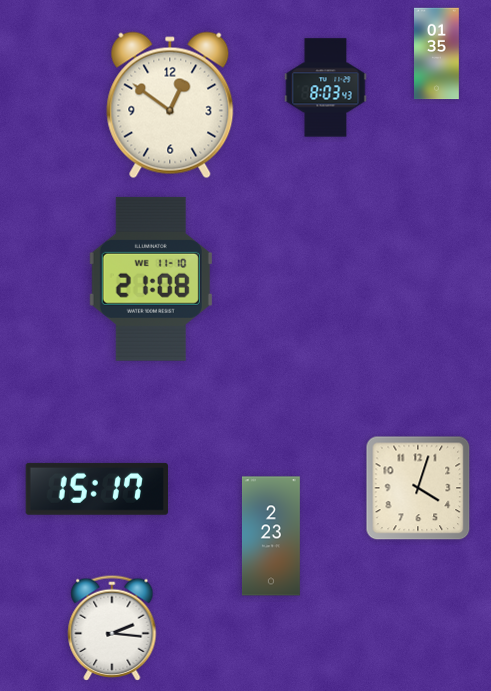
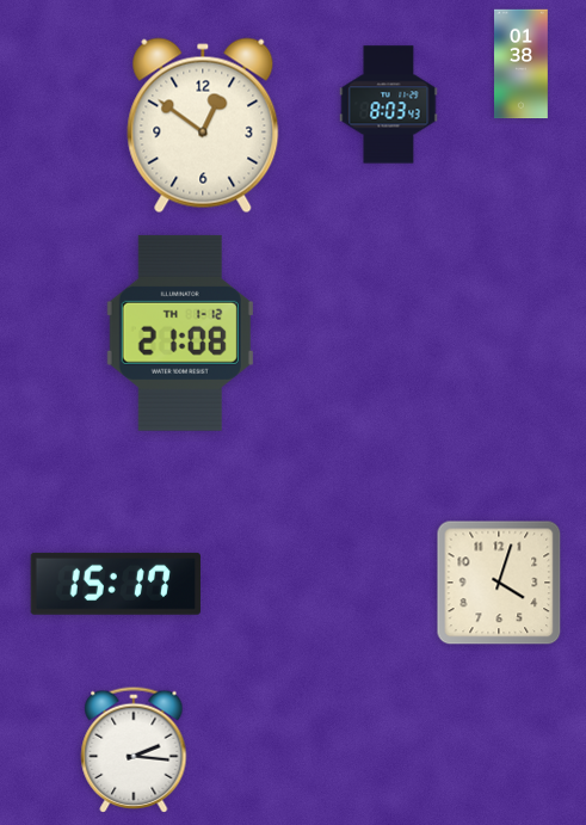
clock at (437, 54): 01:35 -> 01:38
clock at (151, 279) date: WE 11-10 -> TH 1-12
clock at (271, 536): 2:23 -> none
